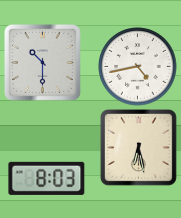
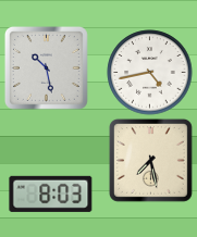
clock at (42, 62): 10:30 -> 10:28
clock at (138, 147): 6:28 -> 7:28
